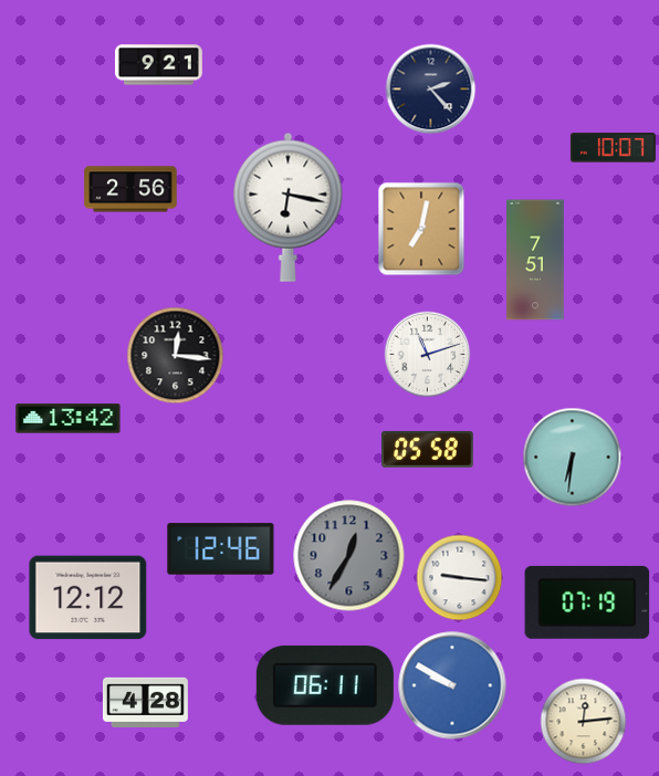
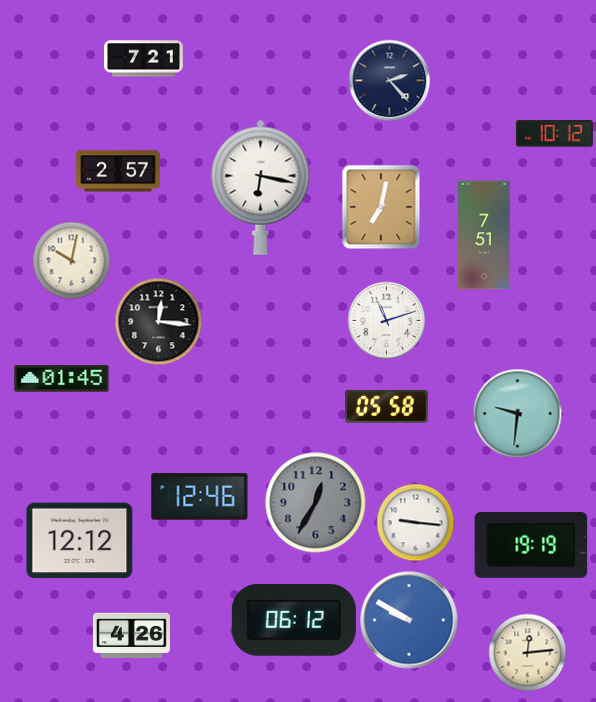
clock at (159, 65): 9:21 -> 7:21
clock at (613, 148): 10:07 -> 10:12
clock at (130, 189): 2:56 -> 2:57
clock at (71, 260): none -> 10:02
clock at (69, 419): 13:42 -> 01:45
clock at (572, 457): 6:31 -> 9:31
clock at (587, 602): 07:19 -> 19:19
clock at (325, 685): 06:11 -> 06:12
clock at (145, 703): 4:28 -> 4:26
